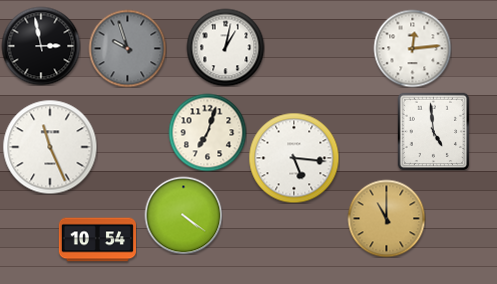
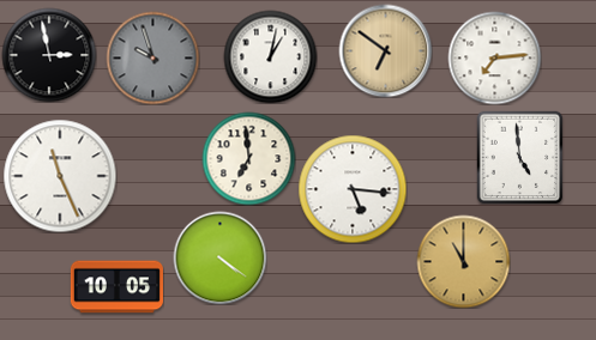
clock at (385, 50): none -> 6:51
clock at (412, 48): 12:14 -> 7:14
clock at (207, 132): 7:03 -> 6:59
clock at (97, 240): 10:54 -> 10:05
